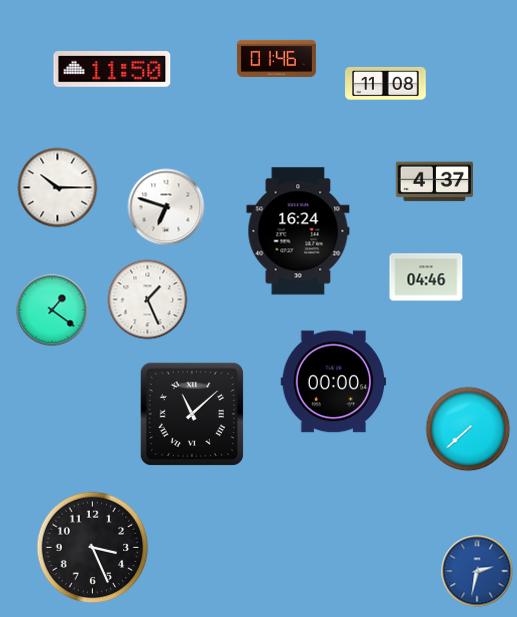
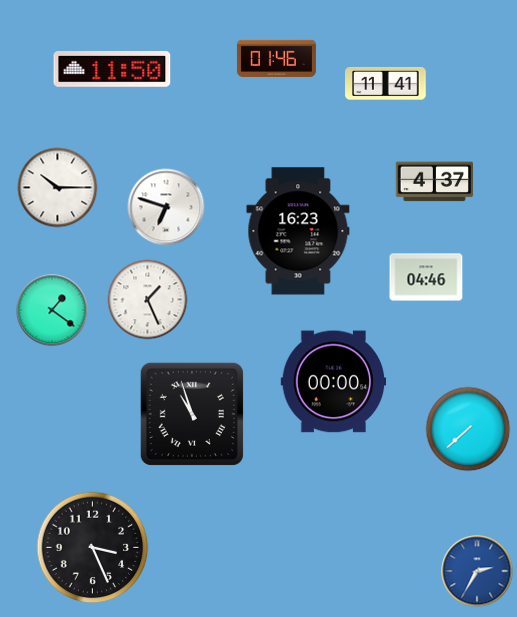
clock at (386, 83): 11:08 -> 11:41
clock at (298, 231): 16:24 -> 16:23
clock at (192, 414): 11:08 -> 10:57
clock at (477, 571): 2:32 -> 2:35
